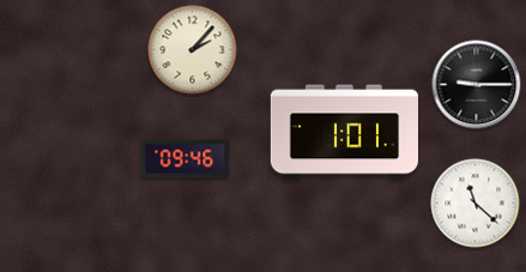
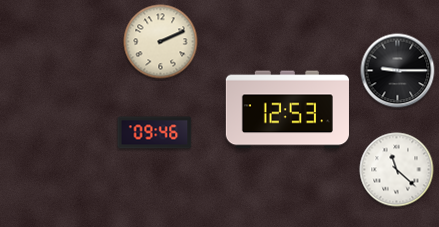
clock at (193, 50): 2:07 -> 2:11
clock at (344, 132): 1:01 -> 12:53
